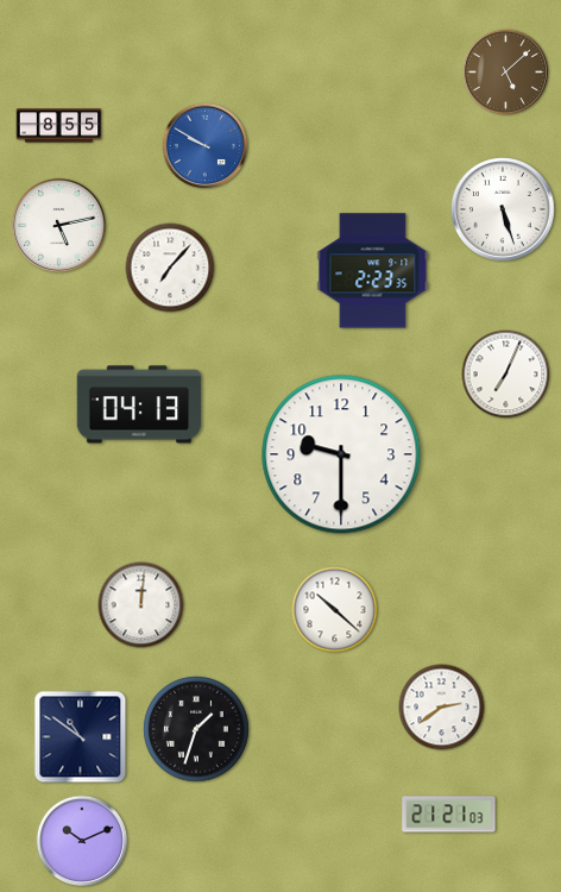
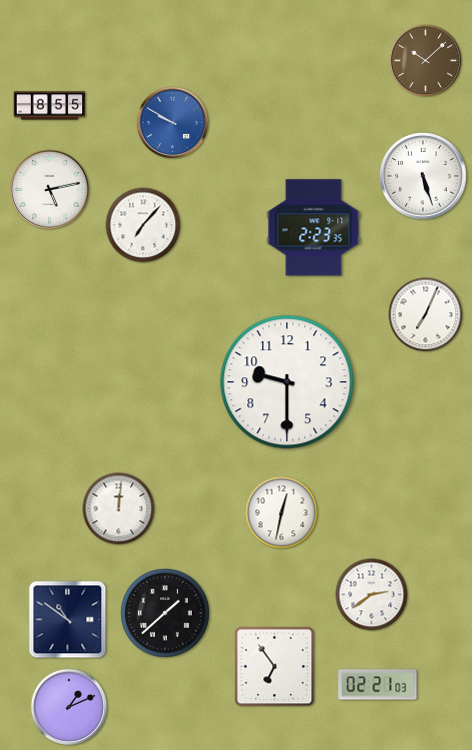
clock at (506, 73): 5:08 -> 10:08
clock at (139, 404): 04:13 -> none
clock at (335, 610): 10:22 -> 12:32
clock at (196, 729): 1:33 -> 1:38
clock at (275, 667): none -> 6:54
clock at (449, 815): 21:21 -> 02:21
clock at (82, 841): 10:11 -> 1:11
